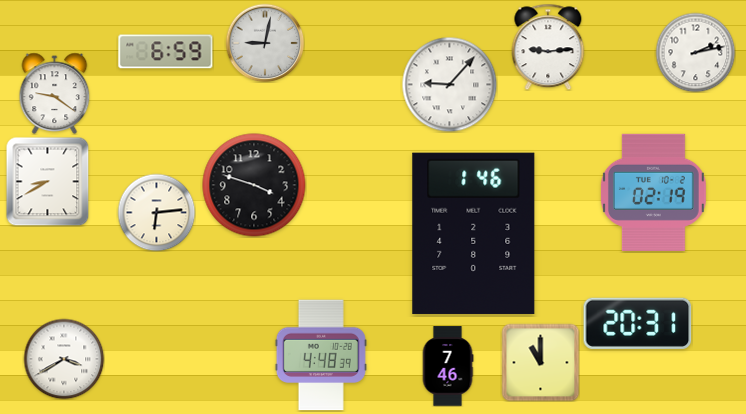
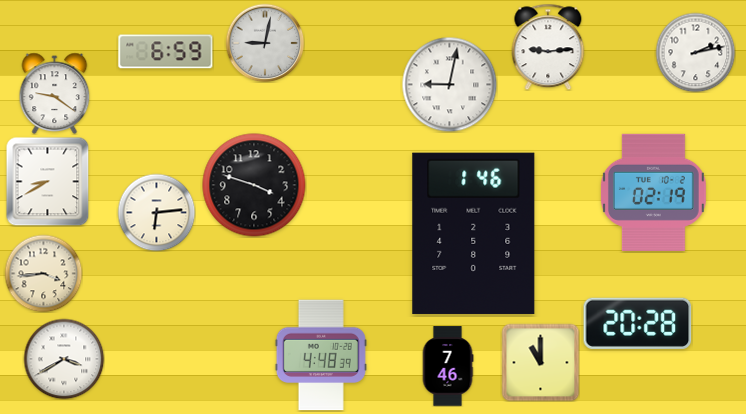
clock at (449, 84): 9:07 -> 9:02
clock at (43, 273): none -> 3:44
clock at (638, 323): 20:31 -> 20:28
